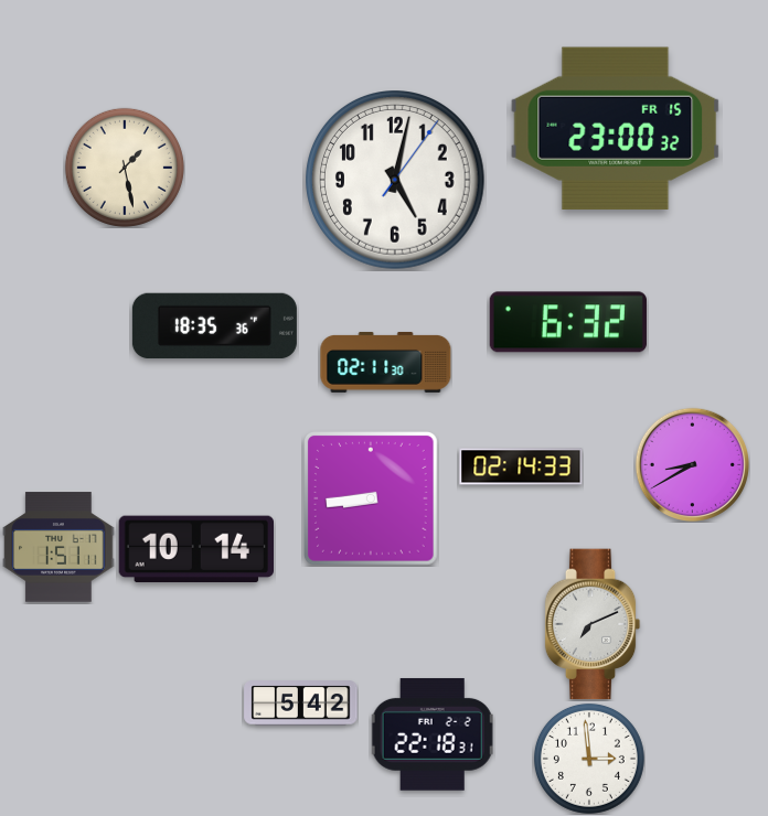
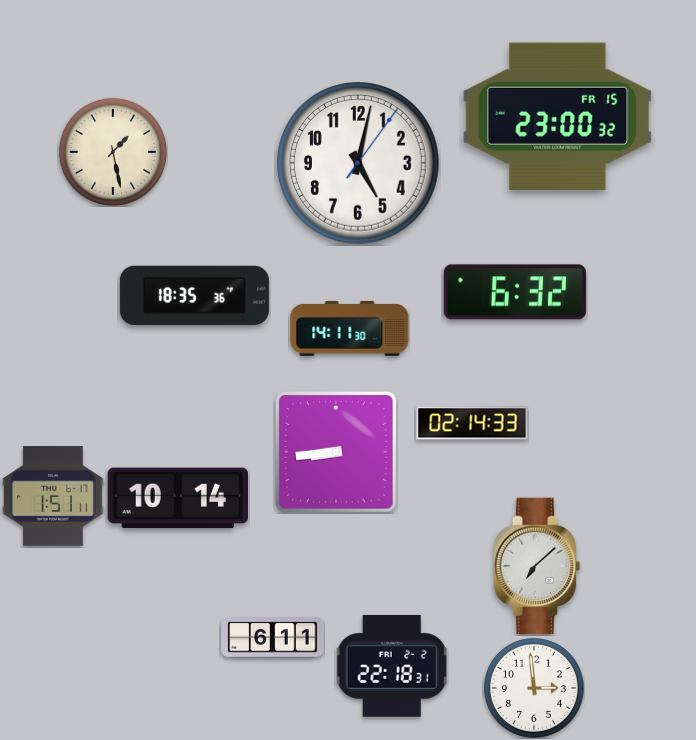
clock at (386, 362): 02:11 -> 14:11
clock at (692, 464): 8:40 -> none
clock at (593, 624): 7:11 -> 7:08
clock at (301, 704): 5:42 -> 6:11
